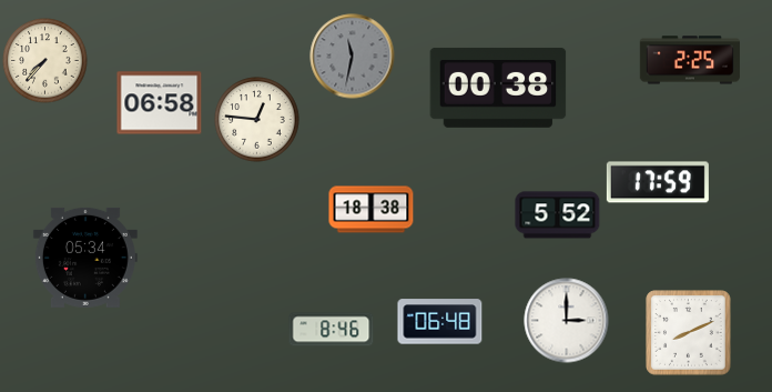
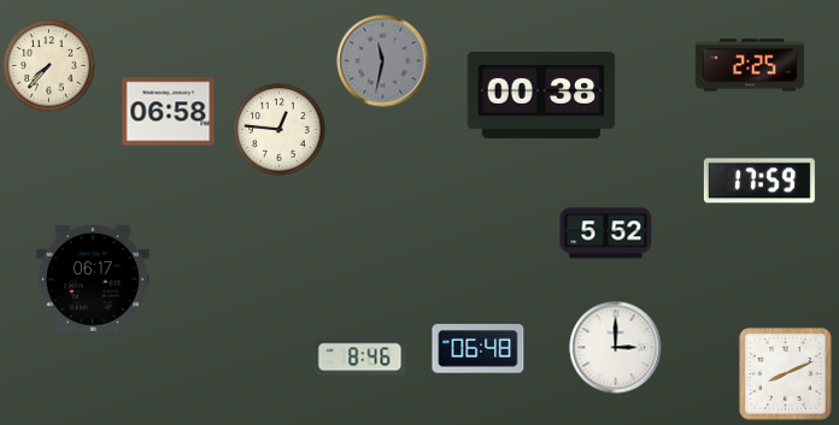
clock at (160, 103) position: (160, 103) -> (169, 112)
clock at (658, 182) position: (658, 182) -> (759, 181)
clock at (372, 210): 18:38 -> none
clock at (85, 258): 05:34 -> 06:17
clock at (689, 333) position: (689, 333) -> (786, 374)
